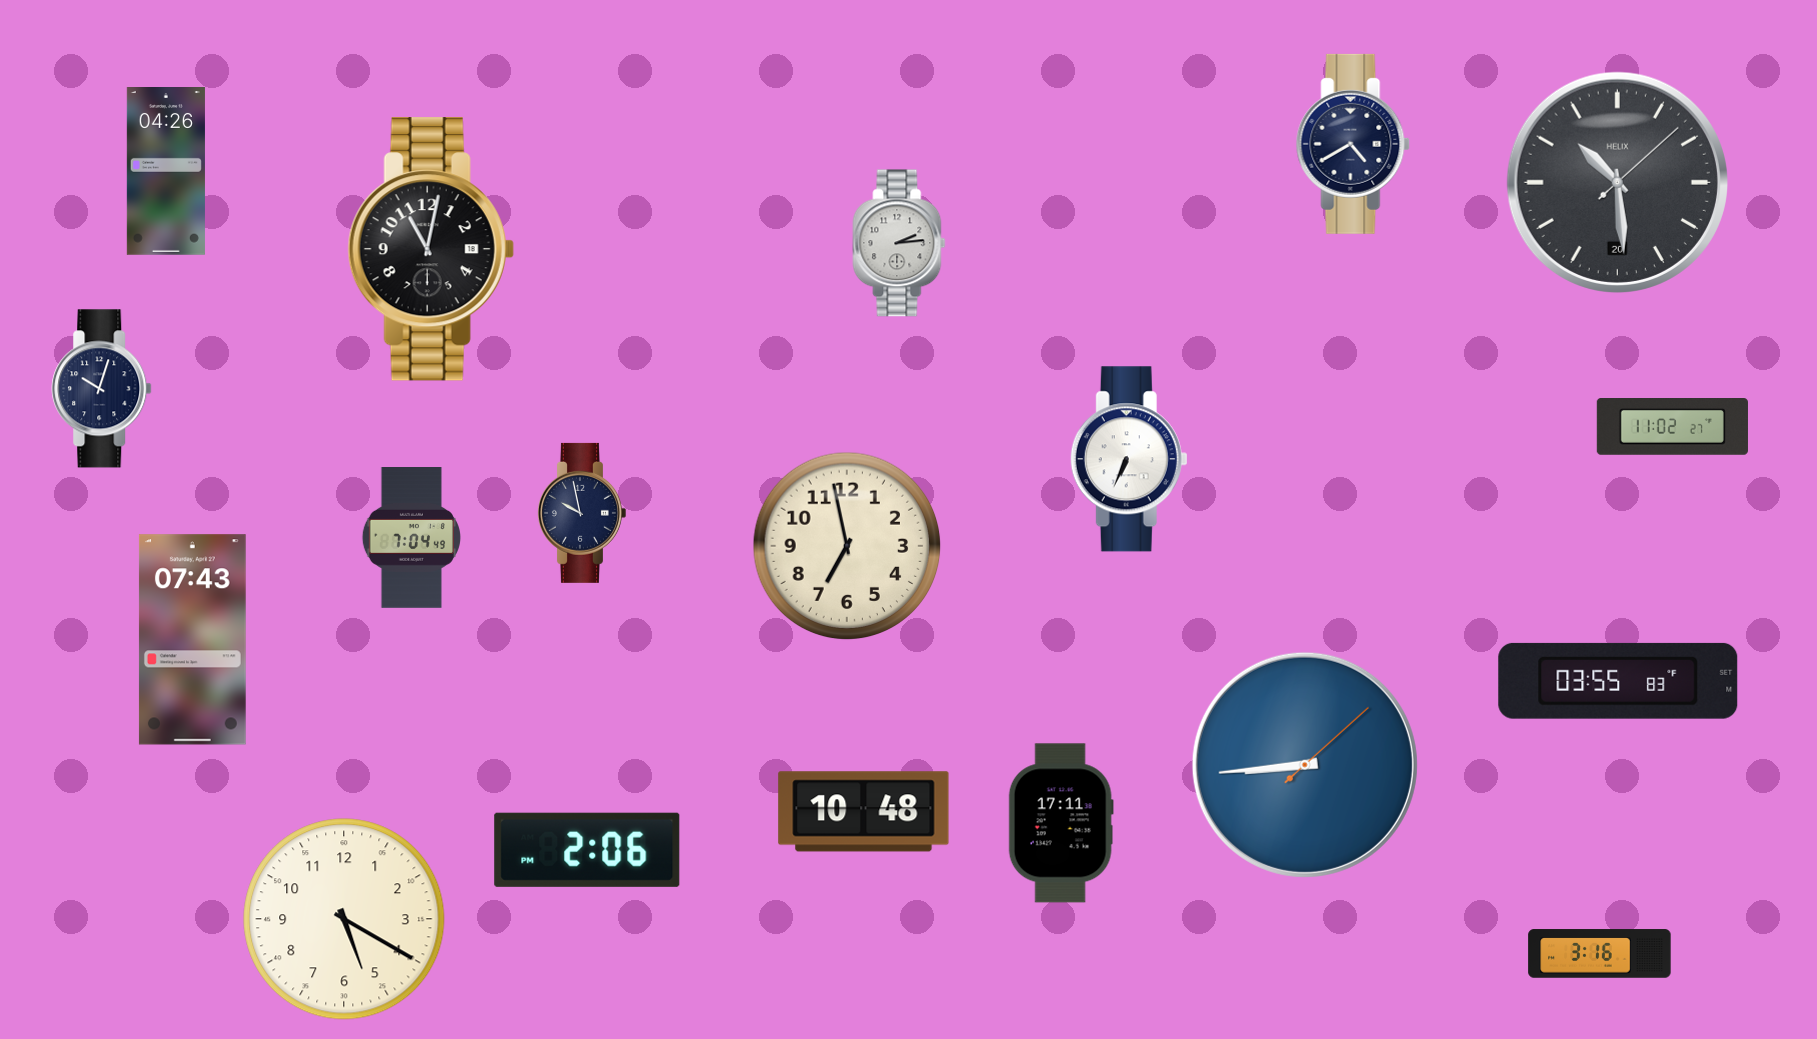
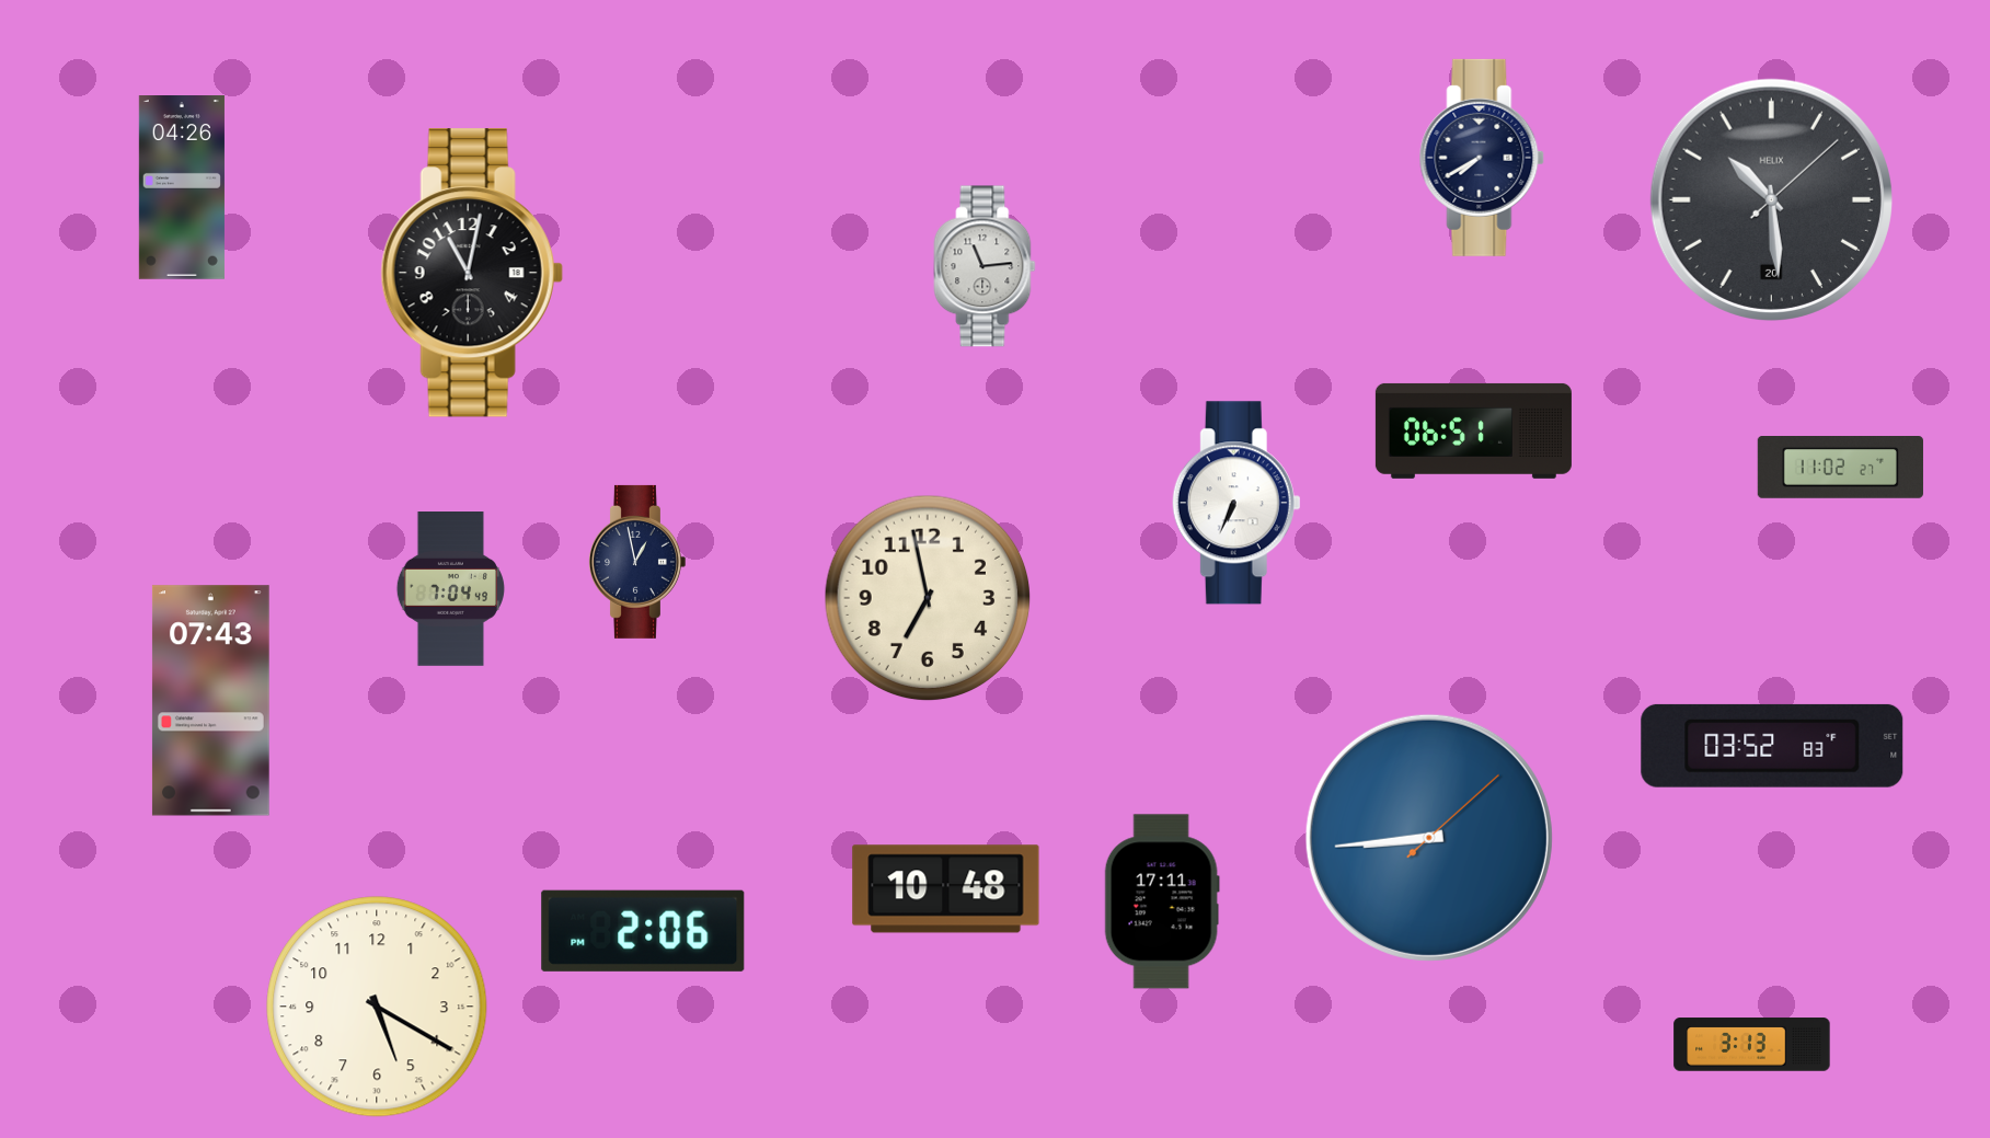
clock at (1353, 144): 4:40 -> 7:40
clock at (899, 243): 2:14 -> 11:14
clock at (102, 389): 10:03 -> none
clock at (1473, 430): none -> 06:51
clock at (1672, 427) position: (1672, 427) -> (1840, 468)
clock at (581, 513): 9:58 -> 12:58
clock at (1618, 681): 03:55 -> 03:52
clock at (1600, 954): 3:16 -> 3:13
